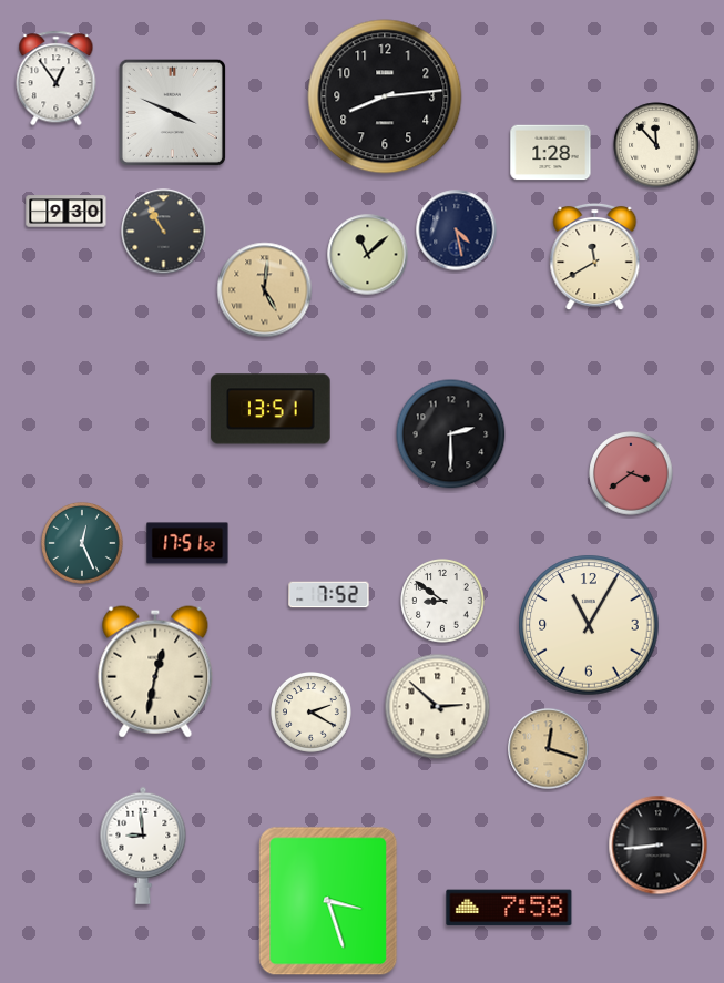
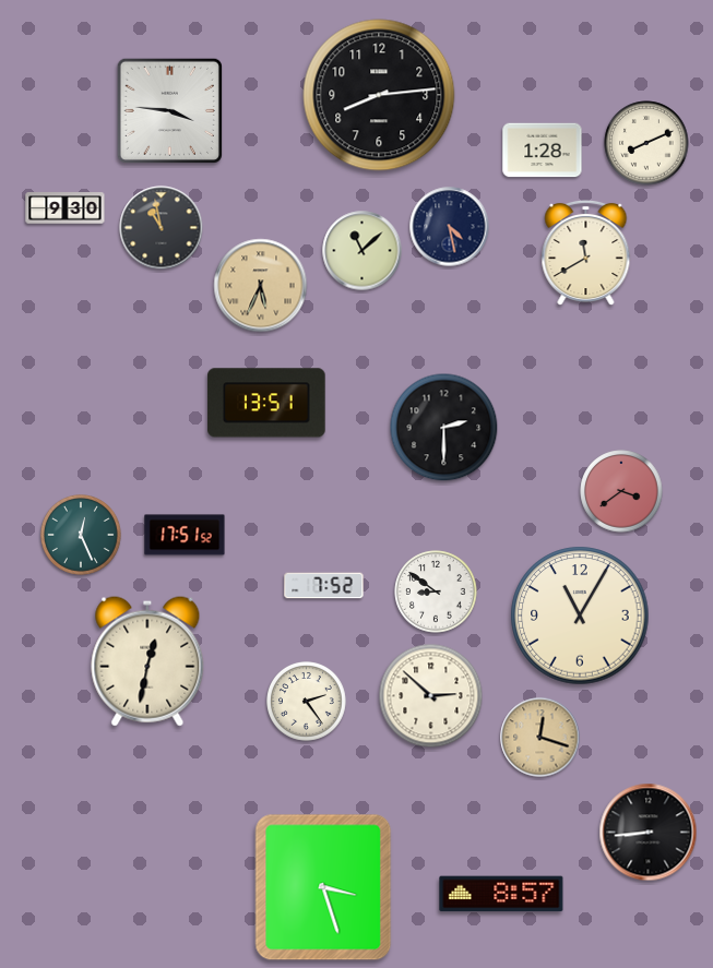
clock at (57, 79): 12:54 -> none
clock at (172, 112): 3:49 -> 3:46
clock at (656, 145): 11:53 -> 8:11
clock at (164, 232): 10:55 -> 10:58
clock at (265, 290): 5:01 -> 5:34
clock at (631, 473) position: (631, 473) -> (621, 491)
clock at (155, 672) position: (155, 672) -> (147, 661)
clock at (312, 713): 2:20 -> 2:24
clock at (143, 846): 8:59 -> none
clock at (509, 908): 7:58 -> 8:57
